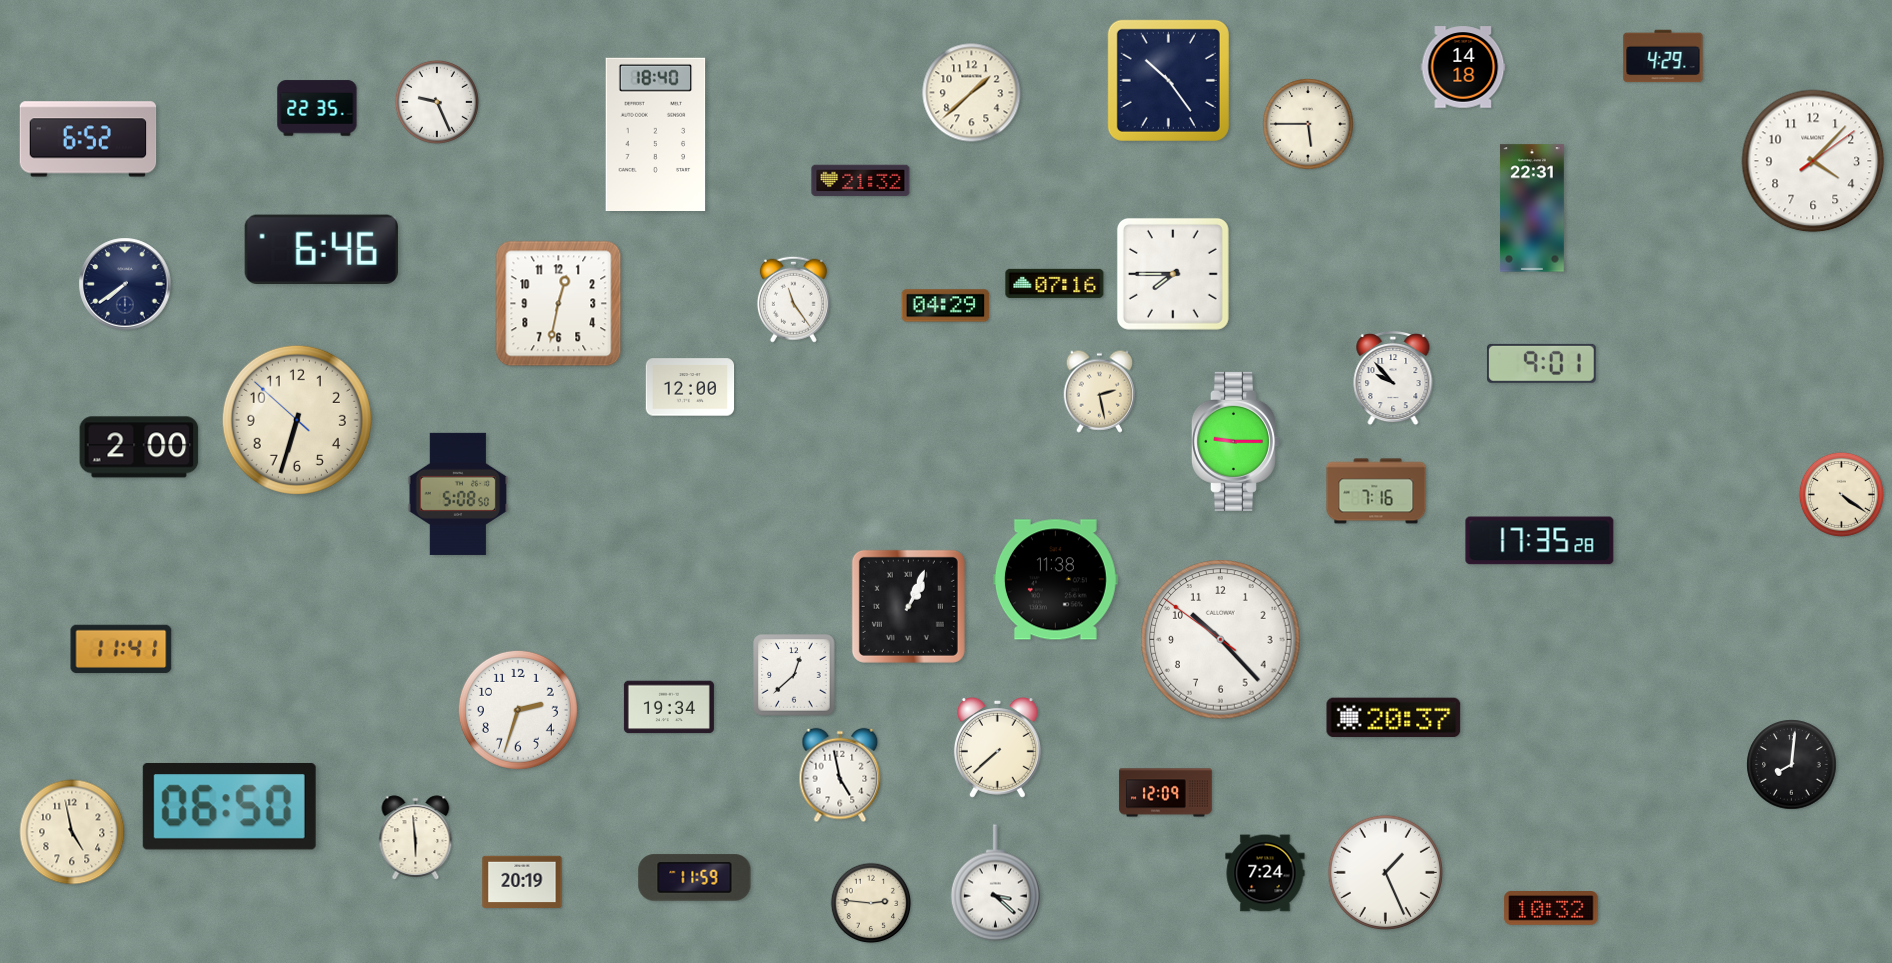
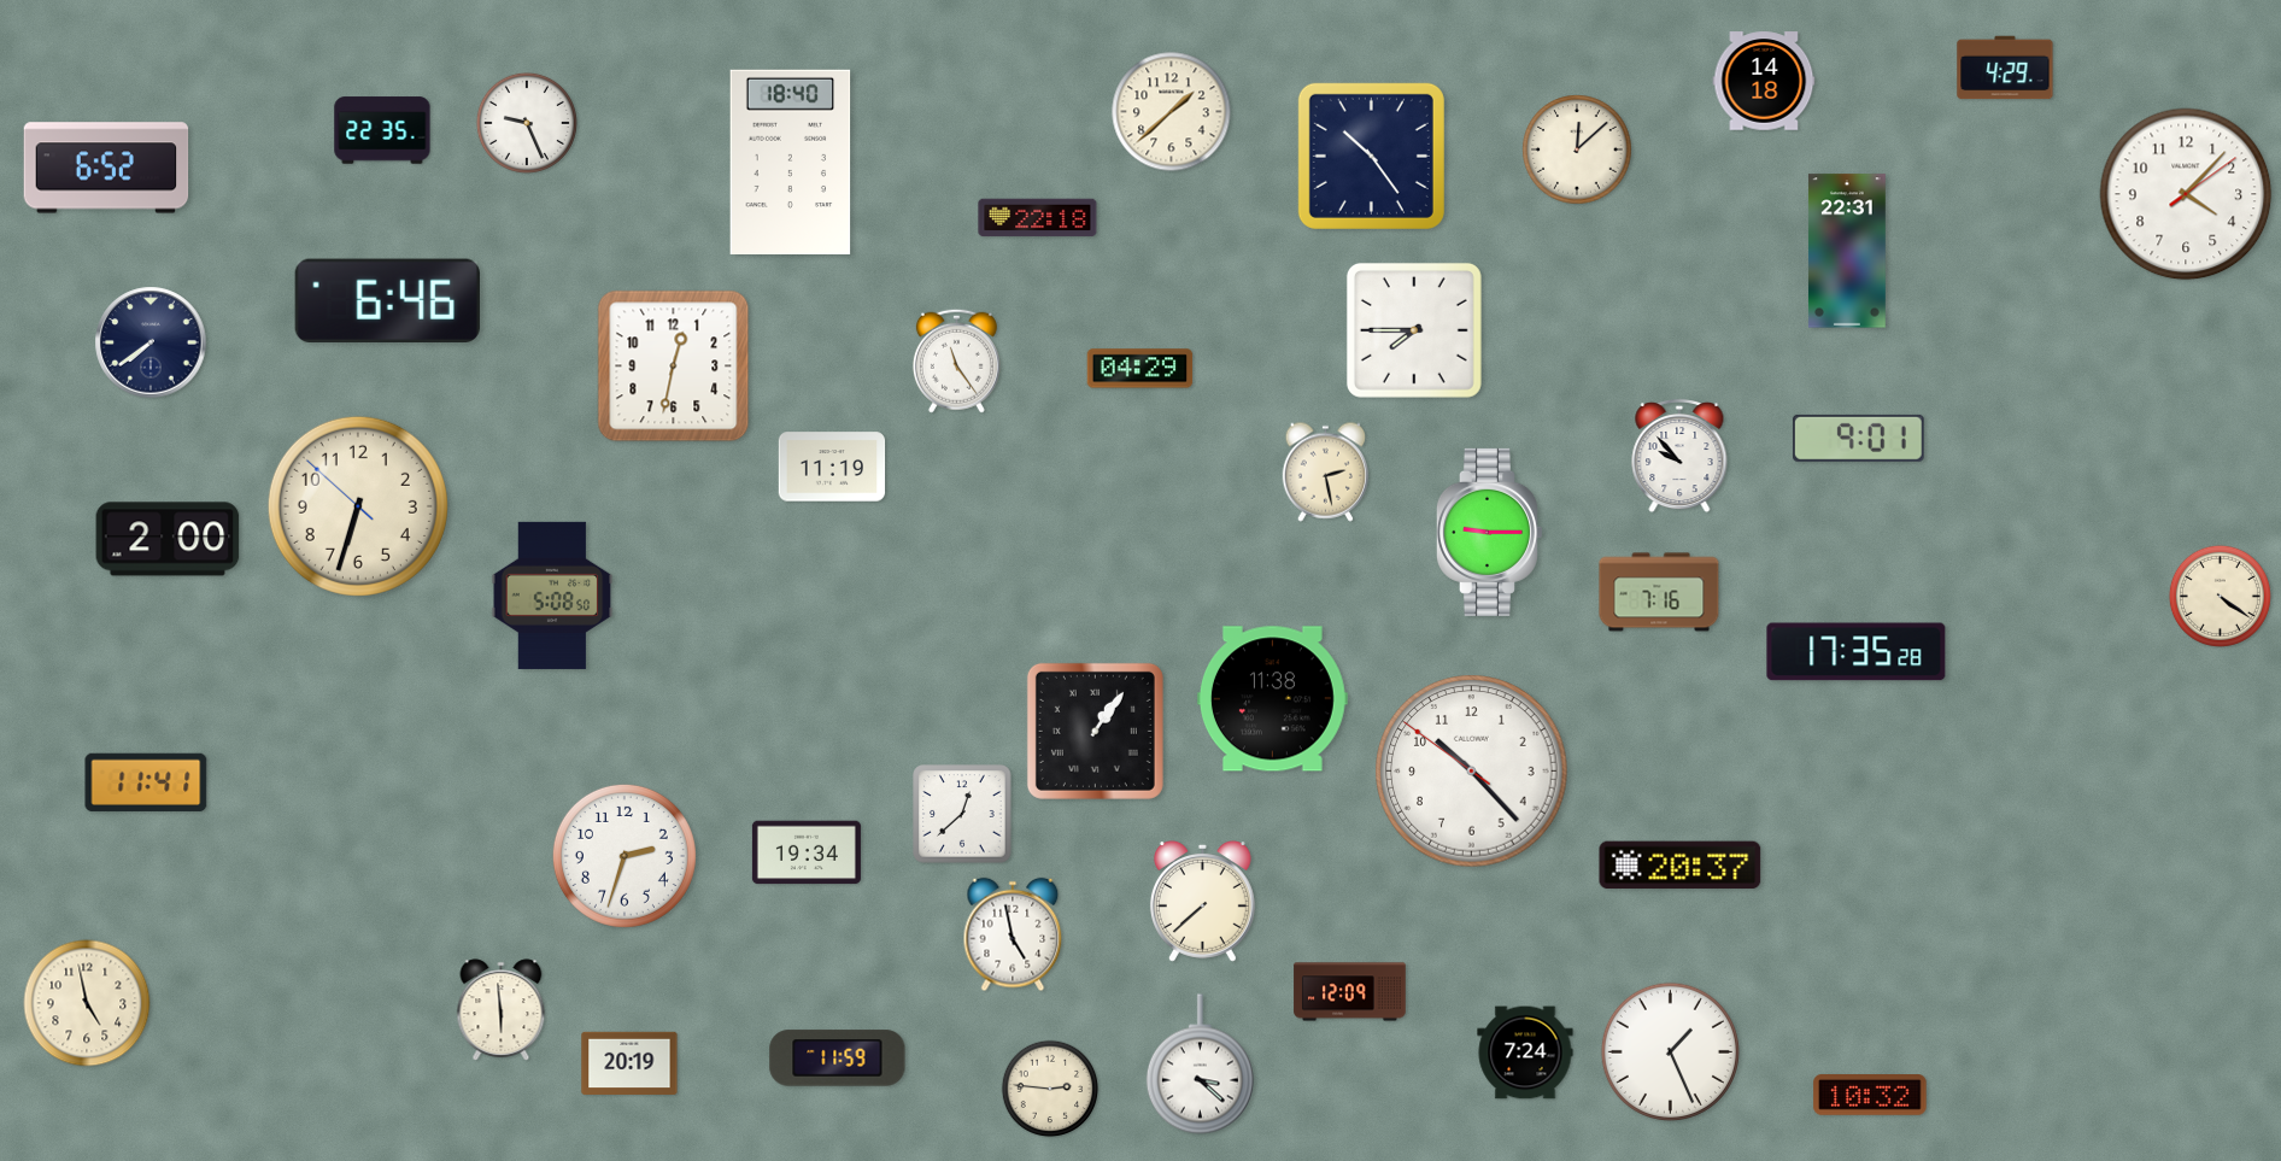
clock at (1168, 80) position: (1168, 80) -> (1371, 156)
clock at (1308, 124): 5:45 -> 12:08
clock at (861, 181): 21:32 -> 22:18
clock at (1055, 283): 07:16 -> none
clock at (690, 387): 12:00 -> 11:19
clock at (908, 606): 1:04 -> 1:06
clock at (794, 675) position: (794, 675) -> (962, 814)
clock at (1792, 765): 8:01 -> none
clock at (1166, 793) position: (1166, 793) -> (1350, 992)
clock at (229, 806): 06:50 -> none
